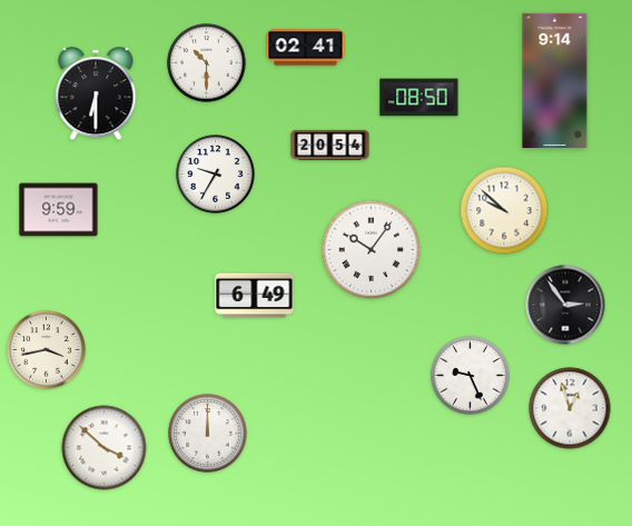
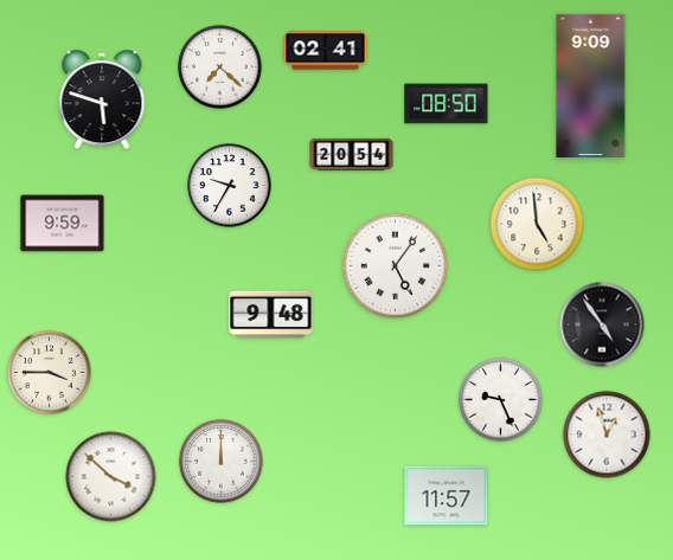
clock at (207, 63): 10:30 -> 7:22
clock at (555, 80): 9:14 -> 9:09
clock at (96, 95): 6:30 -> 5:48
clock at (504, 210): 9:52 -> 4:59
clock at (372, 250): 10:06 -> 5:06
clock at (255, 296): 6:49 -> 9:48
clock at (565, 305): 2:54 -> 4:54
clock at (47, 350): 3:43 -> 3:45
clock at (447, 496): none -> 11:57
